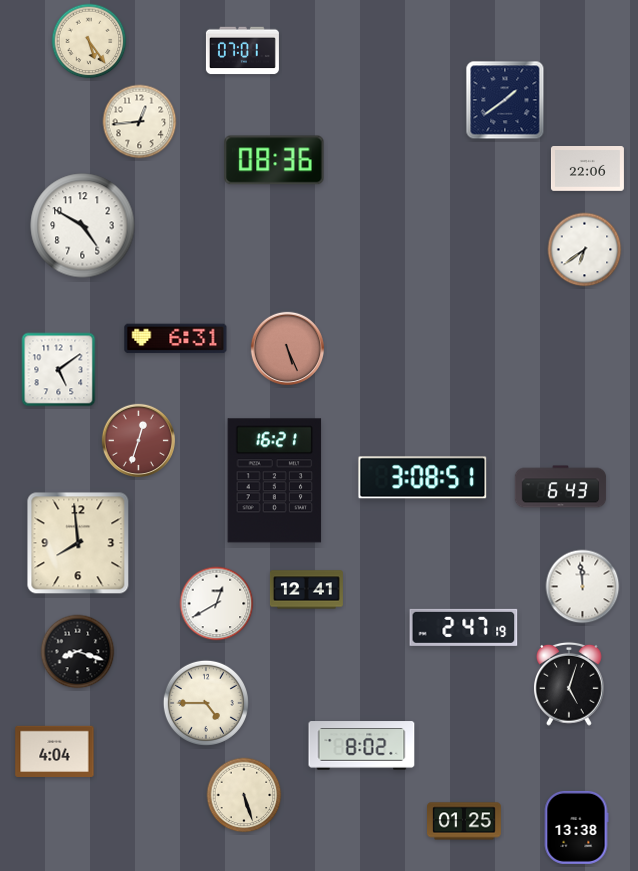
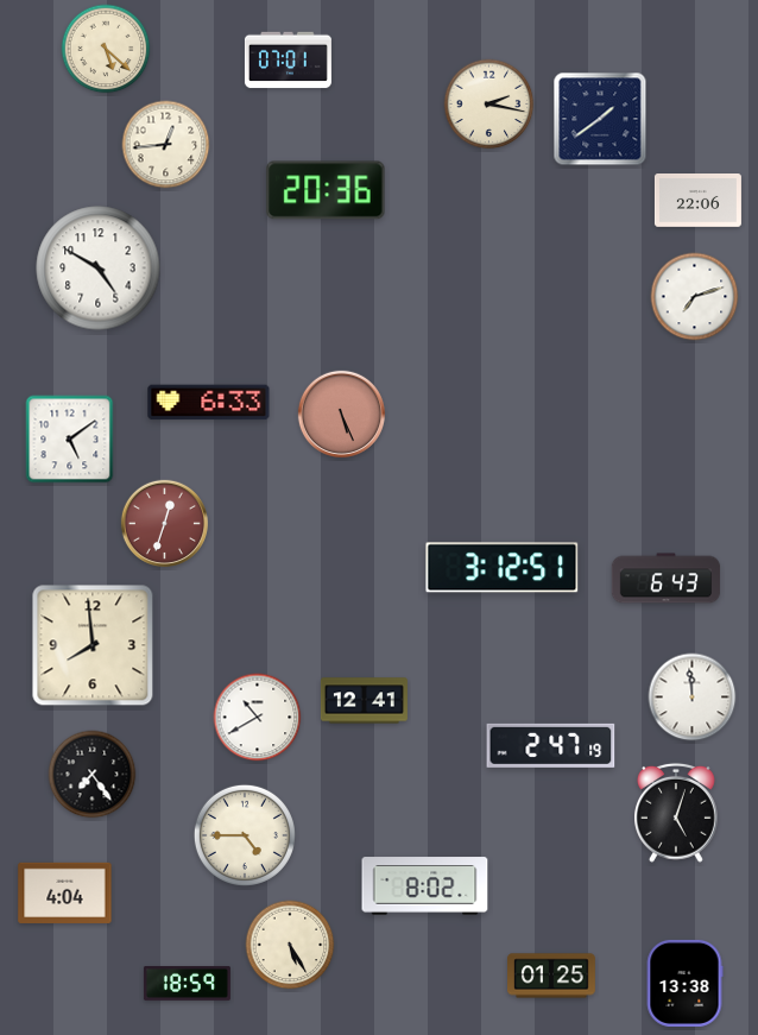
clock at (89, 41): 5:24 -> 5:22
clock at (489, 105): none -> 2:17
clock at (274, 160): 08:36 -> 20:36
clock at (585, 250): 6:39 -> 7:12
clock at (176, 339): 6:31 -> 6:33
clock at (423, 478): 3:08 -> 3:12
clock at (275, 481): 16:21 -> none
clock at (217, 604): 12:40 -> 10:40
clock at (78, 652): 8:18 -> 7:24
clock at (362, 746) position: (362, 746) -> (425, 886)
clock at (244, 795): 5:27 -> 5:25
clock at (187, 983): none -> 18:59
